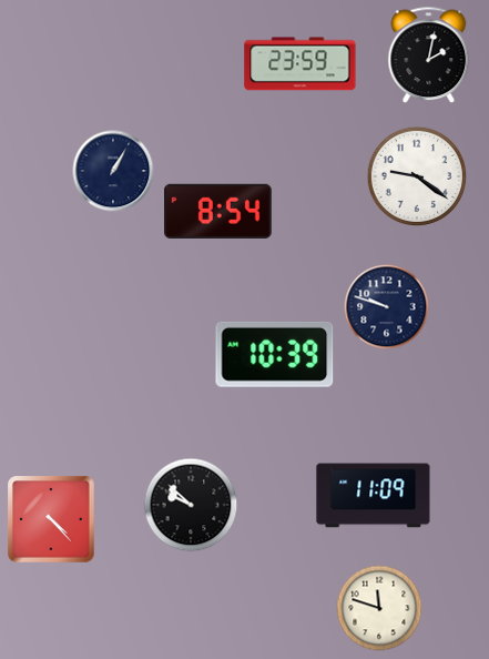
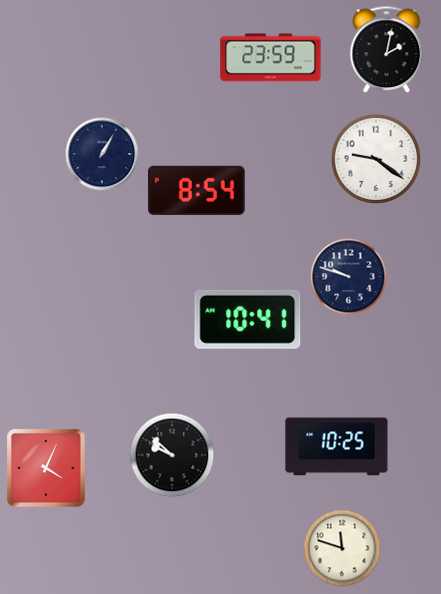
clock at (275, 354): 10:39 -> 10:41
clock at (374, 496): 11:09 -> 10:25
clock at (51, 519): 4:23 -> 4:04
